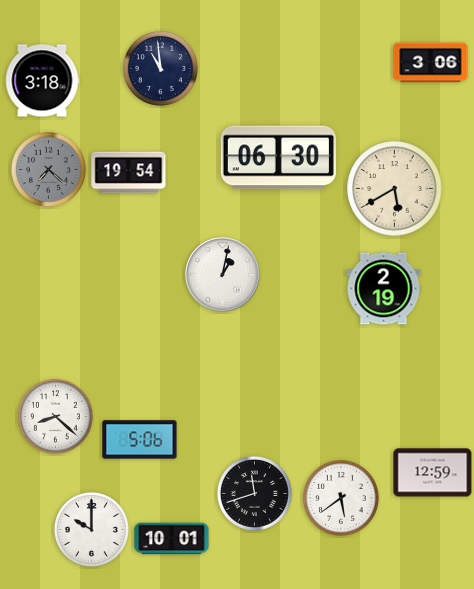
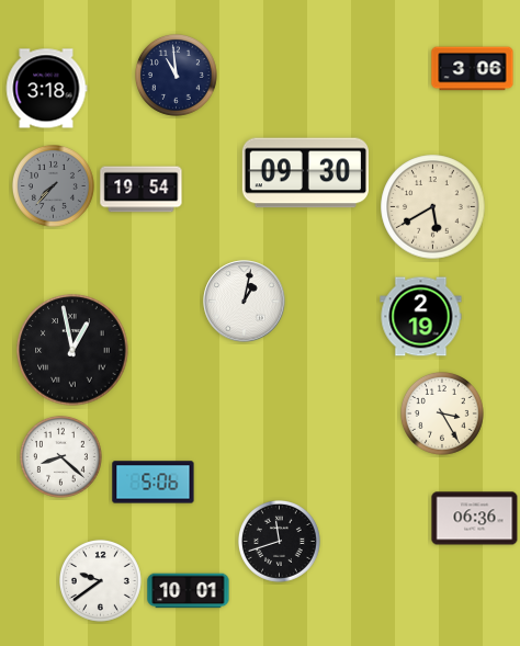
clock at (278, 158): 06:30 -> 09:30
clock at (48, 169): 7:22 -> 7:37
clock at (72, 350): none -> 12:58
clock at (442, 413): none -> 3:25
clock at (433, 473): 12:59 -> 06:36
clock at (341, 498): 5:39 -> none
clock at (91, 529): 10:00 -> 9:39
